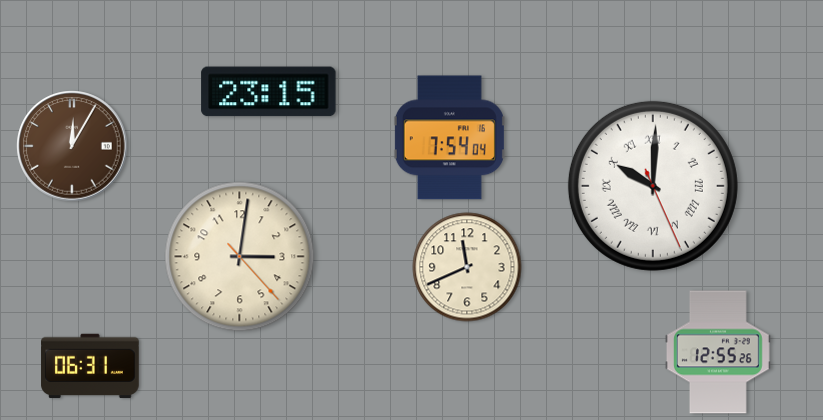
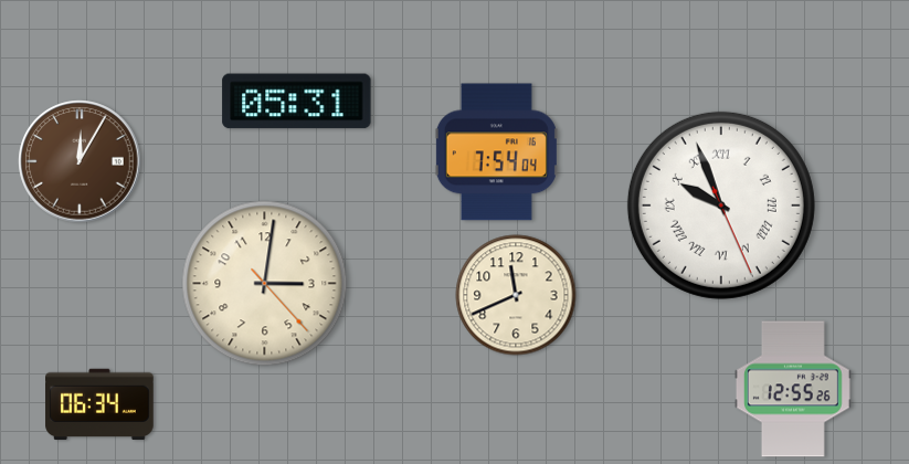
clock at (269, 92): 23:15 -> 05:31
clock at (653, 186): 10:00 -> 9:56
clock at (90, 366): 06:31 -> 06:34
